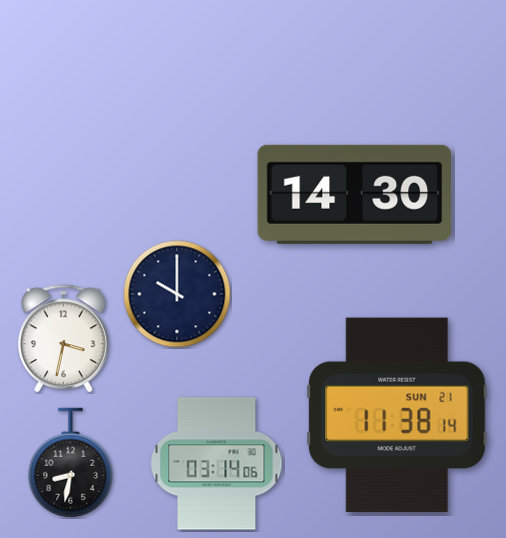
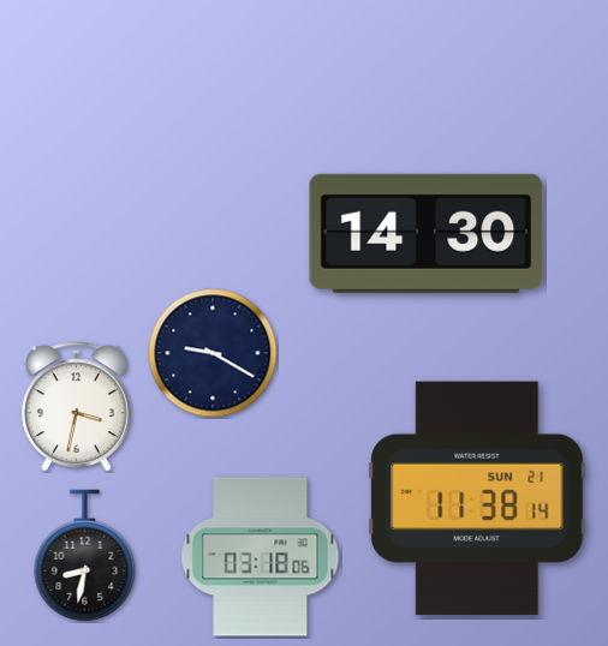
clock at (177, 294): 10:00 -> 9:20
clock at (217, 464): 03:14 -> 03:18
